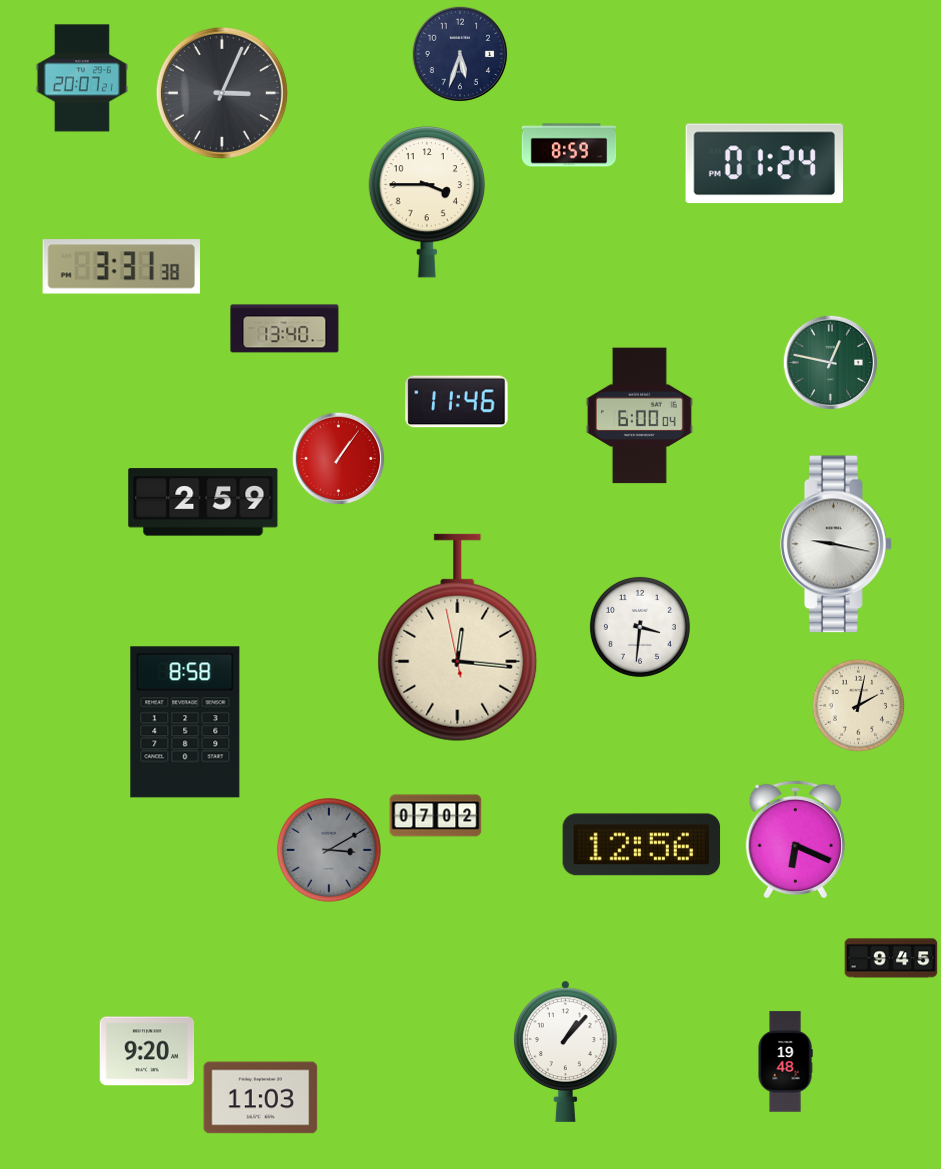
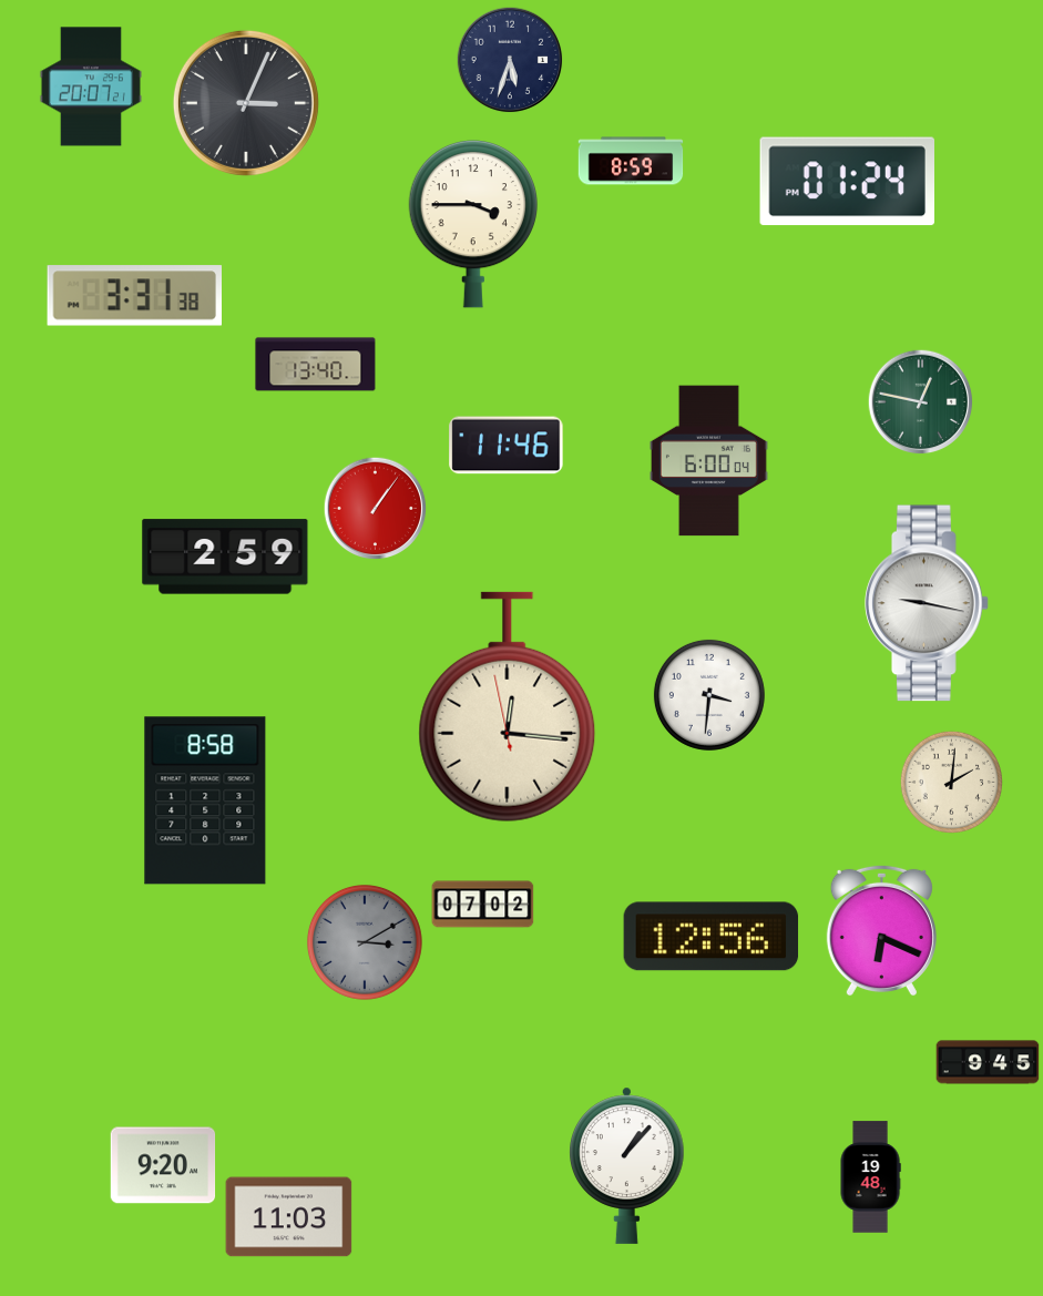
clock at (859, 706): 2:02 -> 2:01
